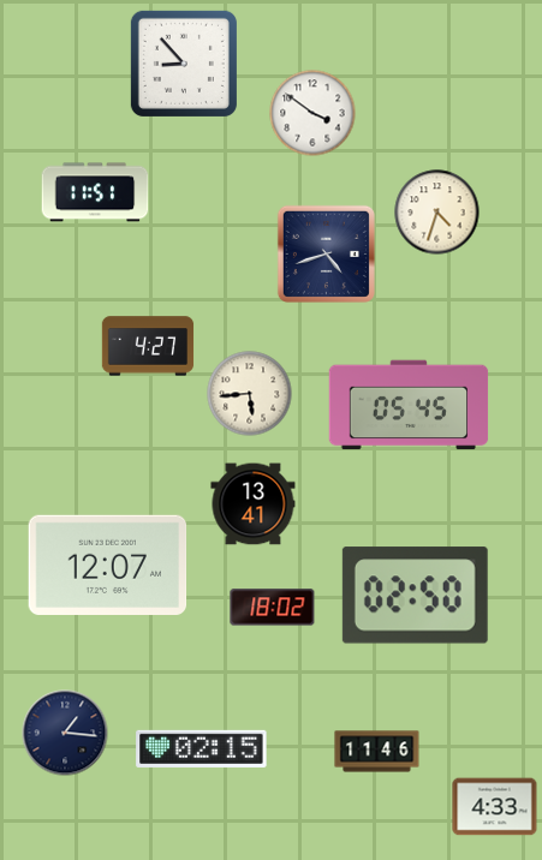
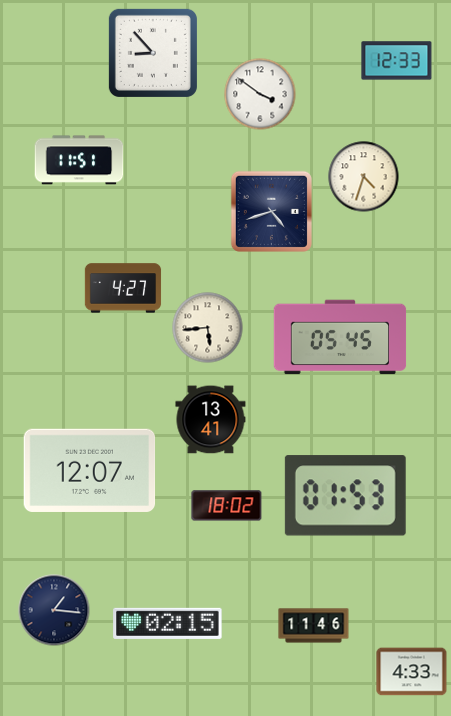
clock at (397, 61): none -> 12:33
clock at (415, 596): 02:50 -> 01:53
